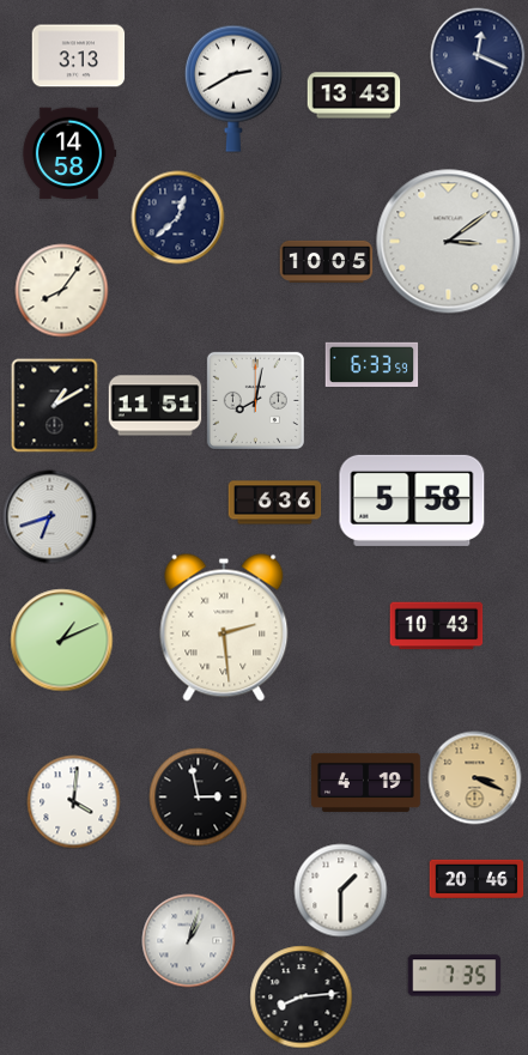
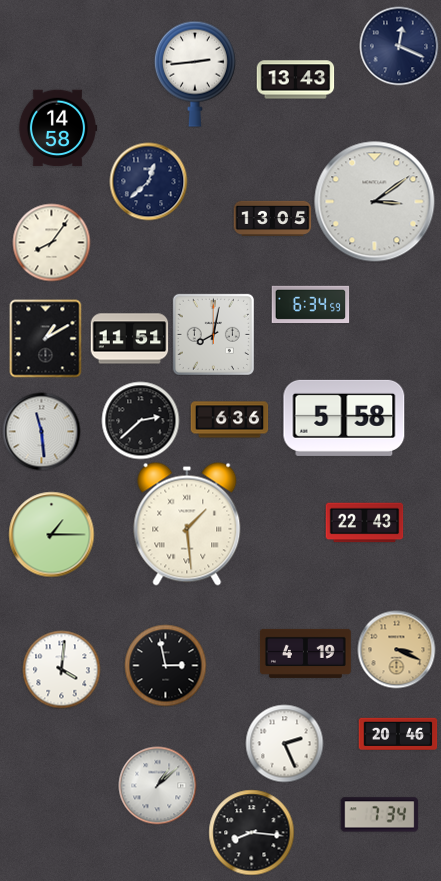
clock at (78, 56): 3:13 -> none
clock at (233, 89): 2:40 -> 2:44
clock at (326, 261): 10:05 -> 13:05
clock at (371, 364): 6:33 -> 6:34
clock at (140, 420): none -> 2:38
clock at (49, 516): 6:42 -> 11:29
clock at (436, 626): 10:43 -> 22:43
clock at (224, 627): 2:29 -> 1:29
clock at (61, 639): 1:11 -> 1:15
clock at (340, 890): 1:30 -> 2:26
clock at (188, 940): 1:03 -> 1:08
clock at (454, 976): 7:35 -> 7:34
clock at (301, 996): 8:14 -> 8:16
